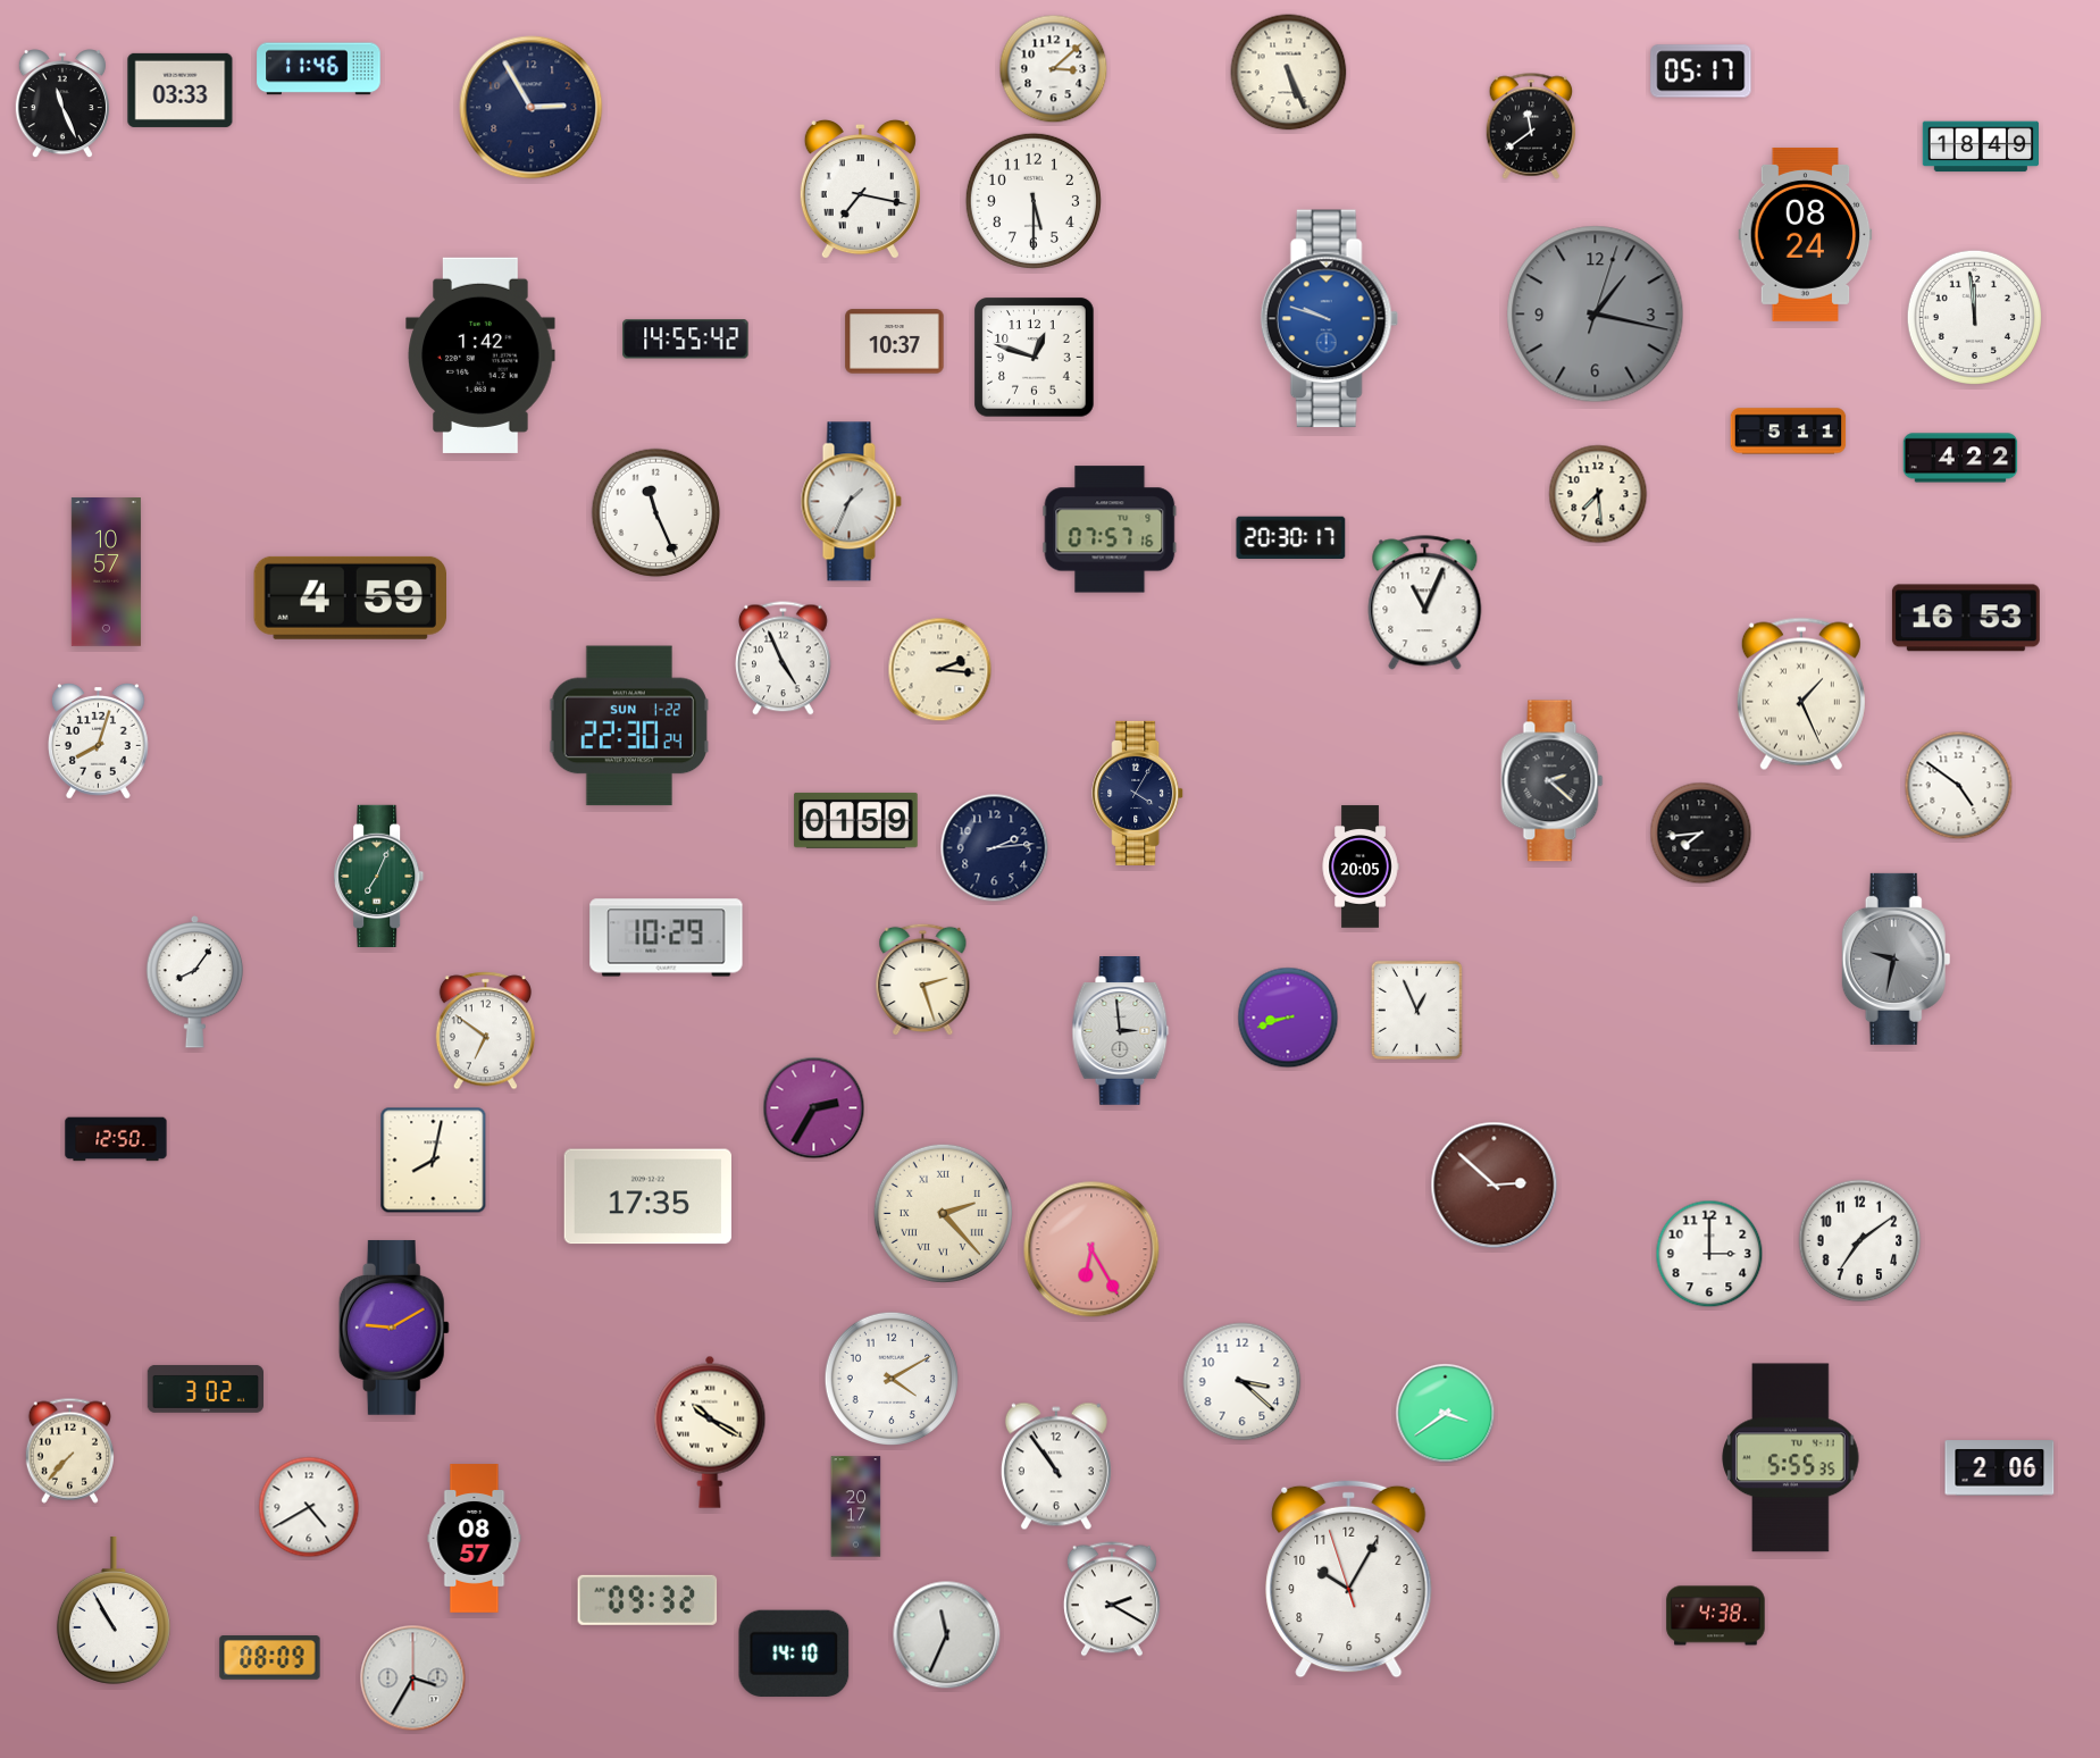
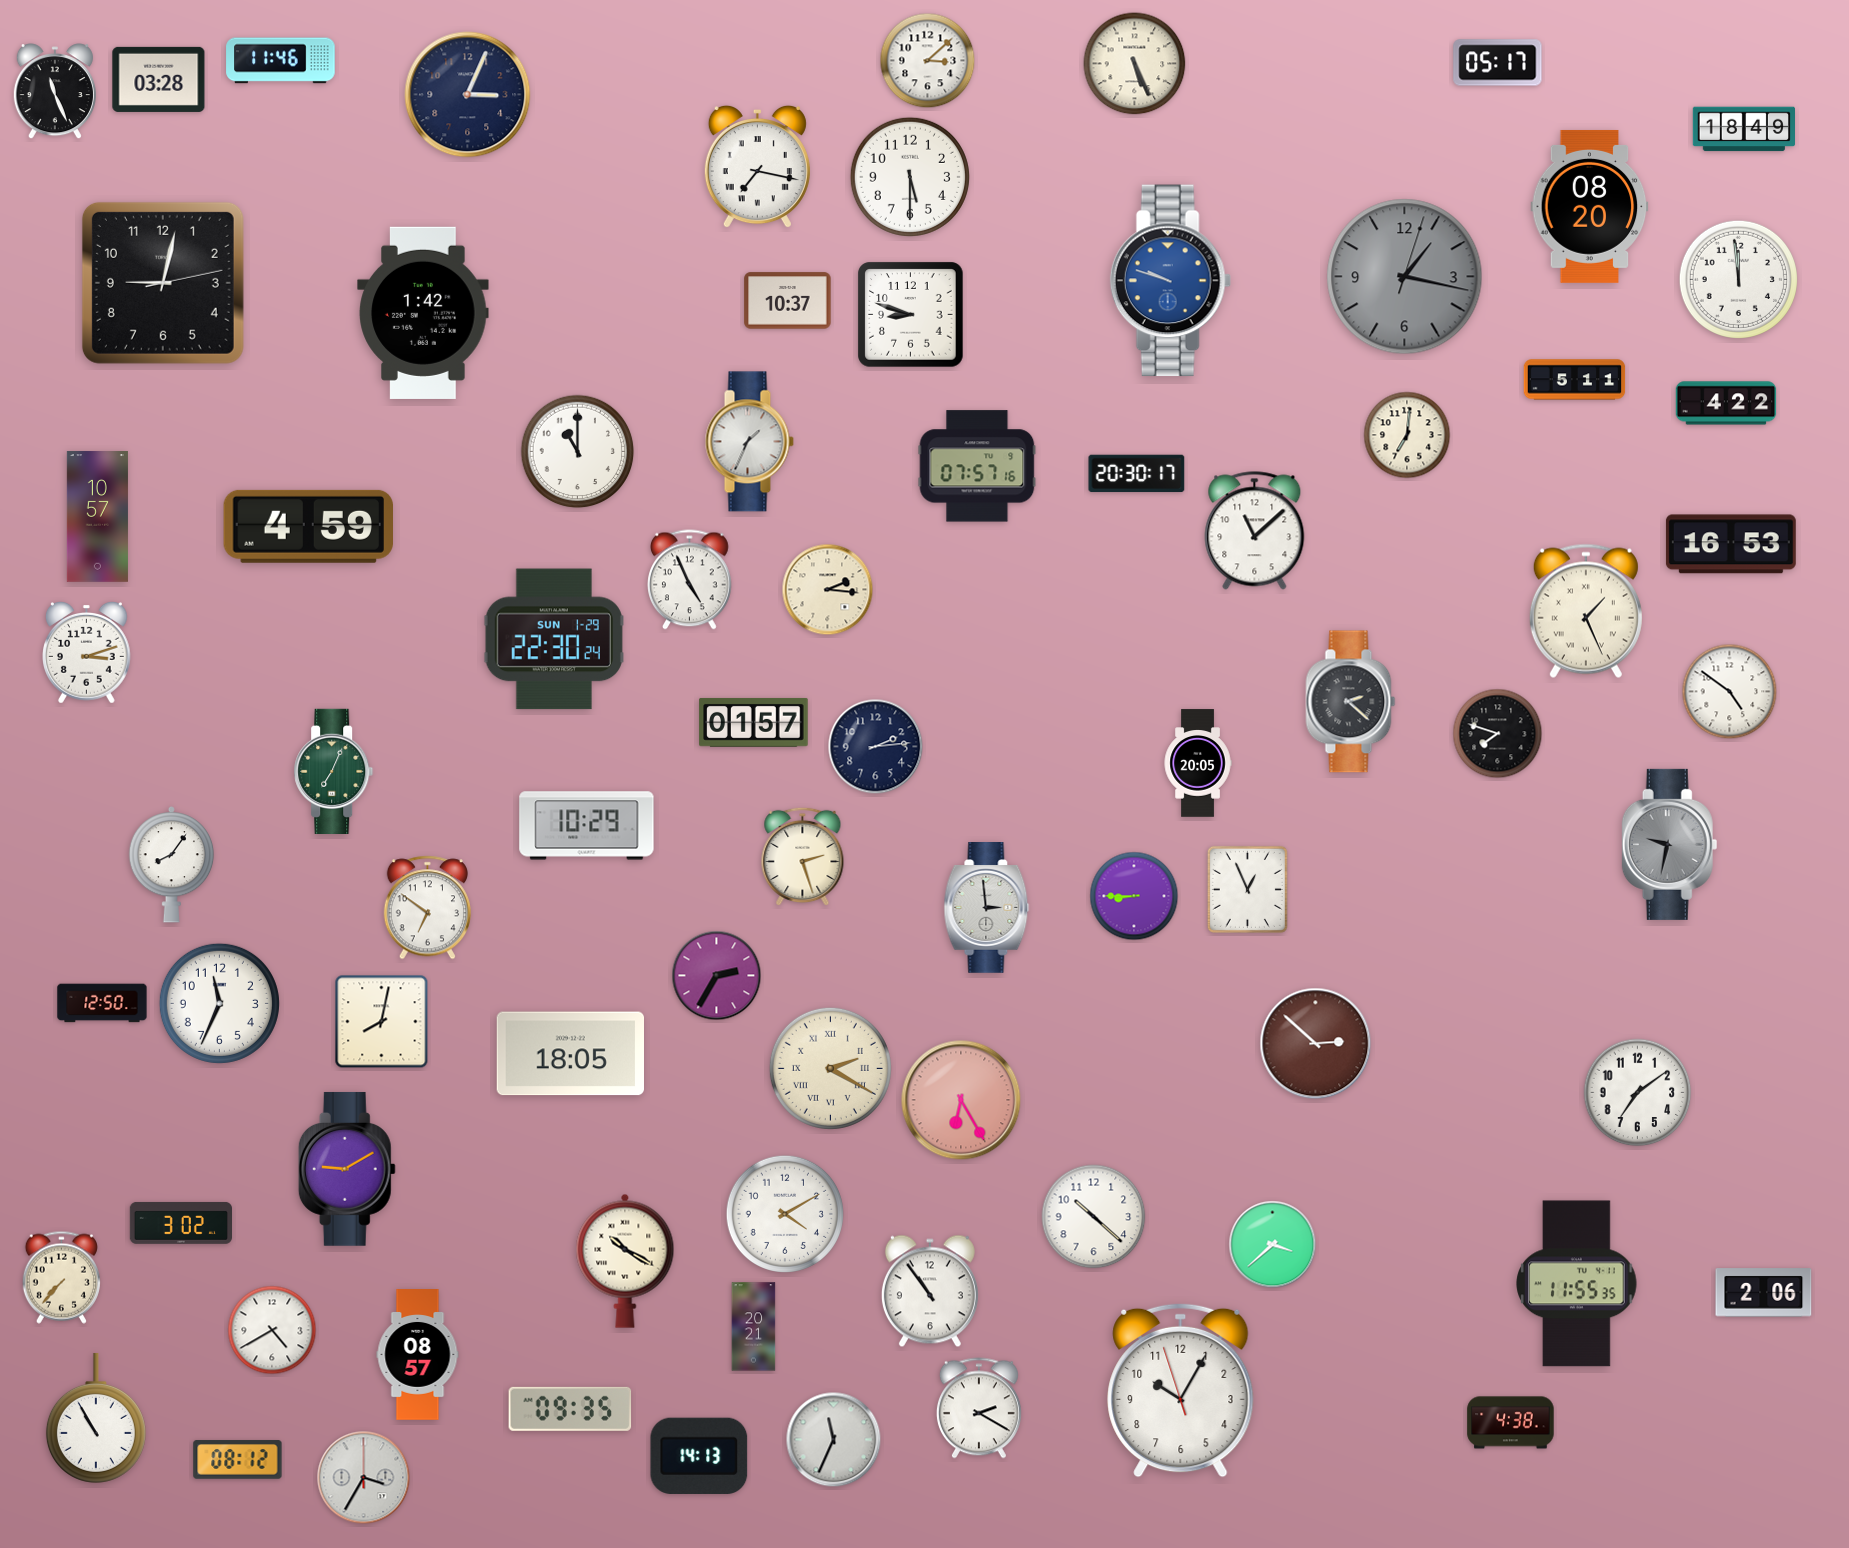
clock at (181, 90): 03:33 -> 03:28
clock at (532, 108): 2:55 -> 3:04
clock at (1531, 126): 11:39 -> none
clock at (1806, 234): 08:24 -> 08:20
clock at (163, 283): none -> 9:02
clock at (686, 340): 14:55 -> none
clock at (1035, 358): 12:48 -> 8:48
clock at (1598, 494): 7:29 -> 7:01
clock at (656, 513): 11:26 -> 11:00
clock at (106, 572) position: (106, 572) -> (97, 517)
clock at (1425, 603): 11:04 -> 11:08
clock at (629, 726) date: SUN 1-22 -> SUN 1-29
clock at (99, 742): 8:03 -> 3:12
clock at (1553, 781) position: (1553, 781) -> (1351, 702)
clock at (1959, 786) position: (1959, 786) -> (1730, 692)
clock at (1138, 793): 4:05 -> none
clock at (856, 820): 01:59 -> 01:57
clock at (1701, 834): 7:44 -> 7:48
clock at (923, 980) position: (923, 980) -> (803, 857)
clock at (1288, 1018): 8:42 -> 8:45
clock at (219, 1003): none -> 11:34
clock at (647, 1197): 17:35 -> 18:05
clock at (943, 1213): 2:23 -> 2:20
clock at (1709, 1254): 3:00 -> none
clock at (1243, 1382): 3:22 -> 10:22
clock at (1446, 1414): 3:39 -> 3:38
clock at (1791, 1458): 5:55 -> 11:55
clock at (2000, 1468) position: (2000, 1468) -> (1764, 1293)
clock at (309, 1507) position: (309, 1507) -> (272, 1330)
clock at (856, 1507): 20:17 -> 20:21
clock at (1349, 1579) position: (1349, 1579) -> (1181, 1390)
clock at (647, 1600): 09:32 -> 09:35
clock at (114, 1610) position: (114, 1610) -> (96, 1418)
clock at (794, 1654): 14:10 -> 14:13
clock at (270, 1658): 08:09 -> 08:12
